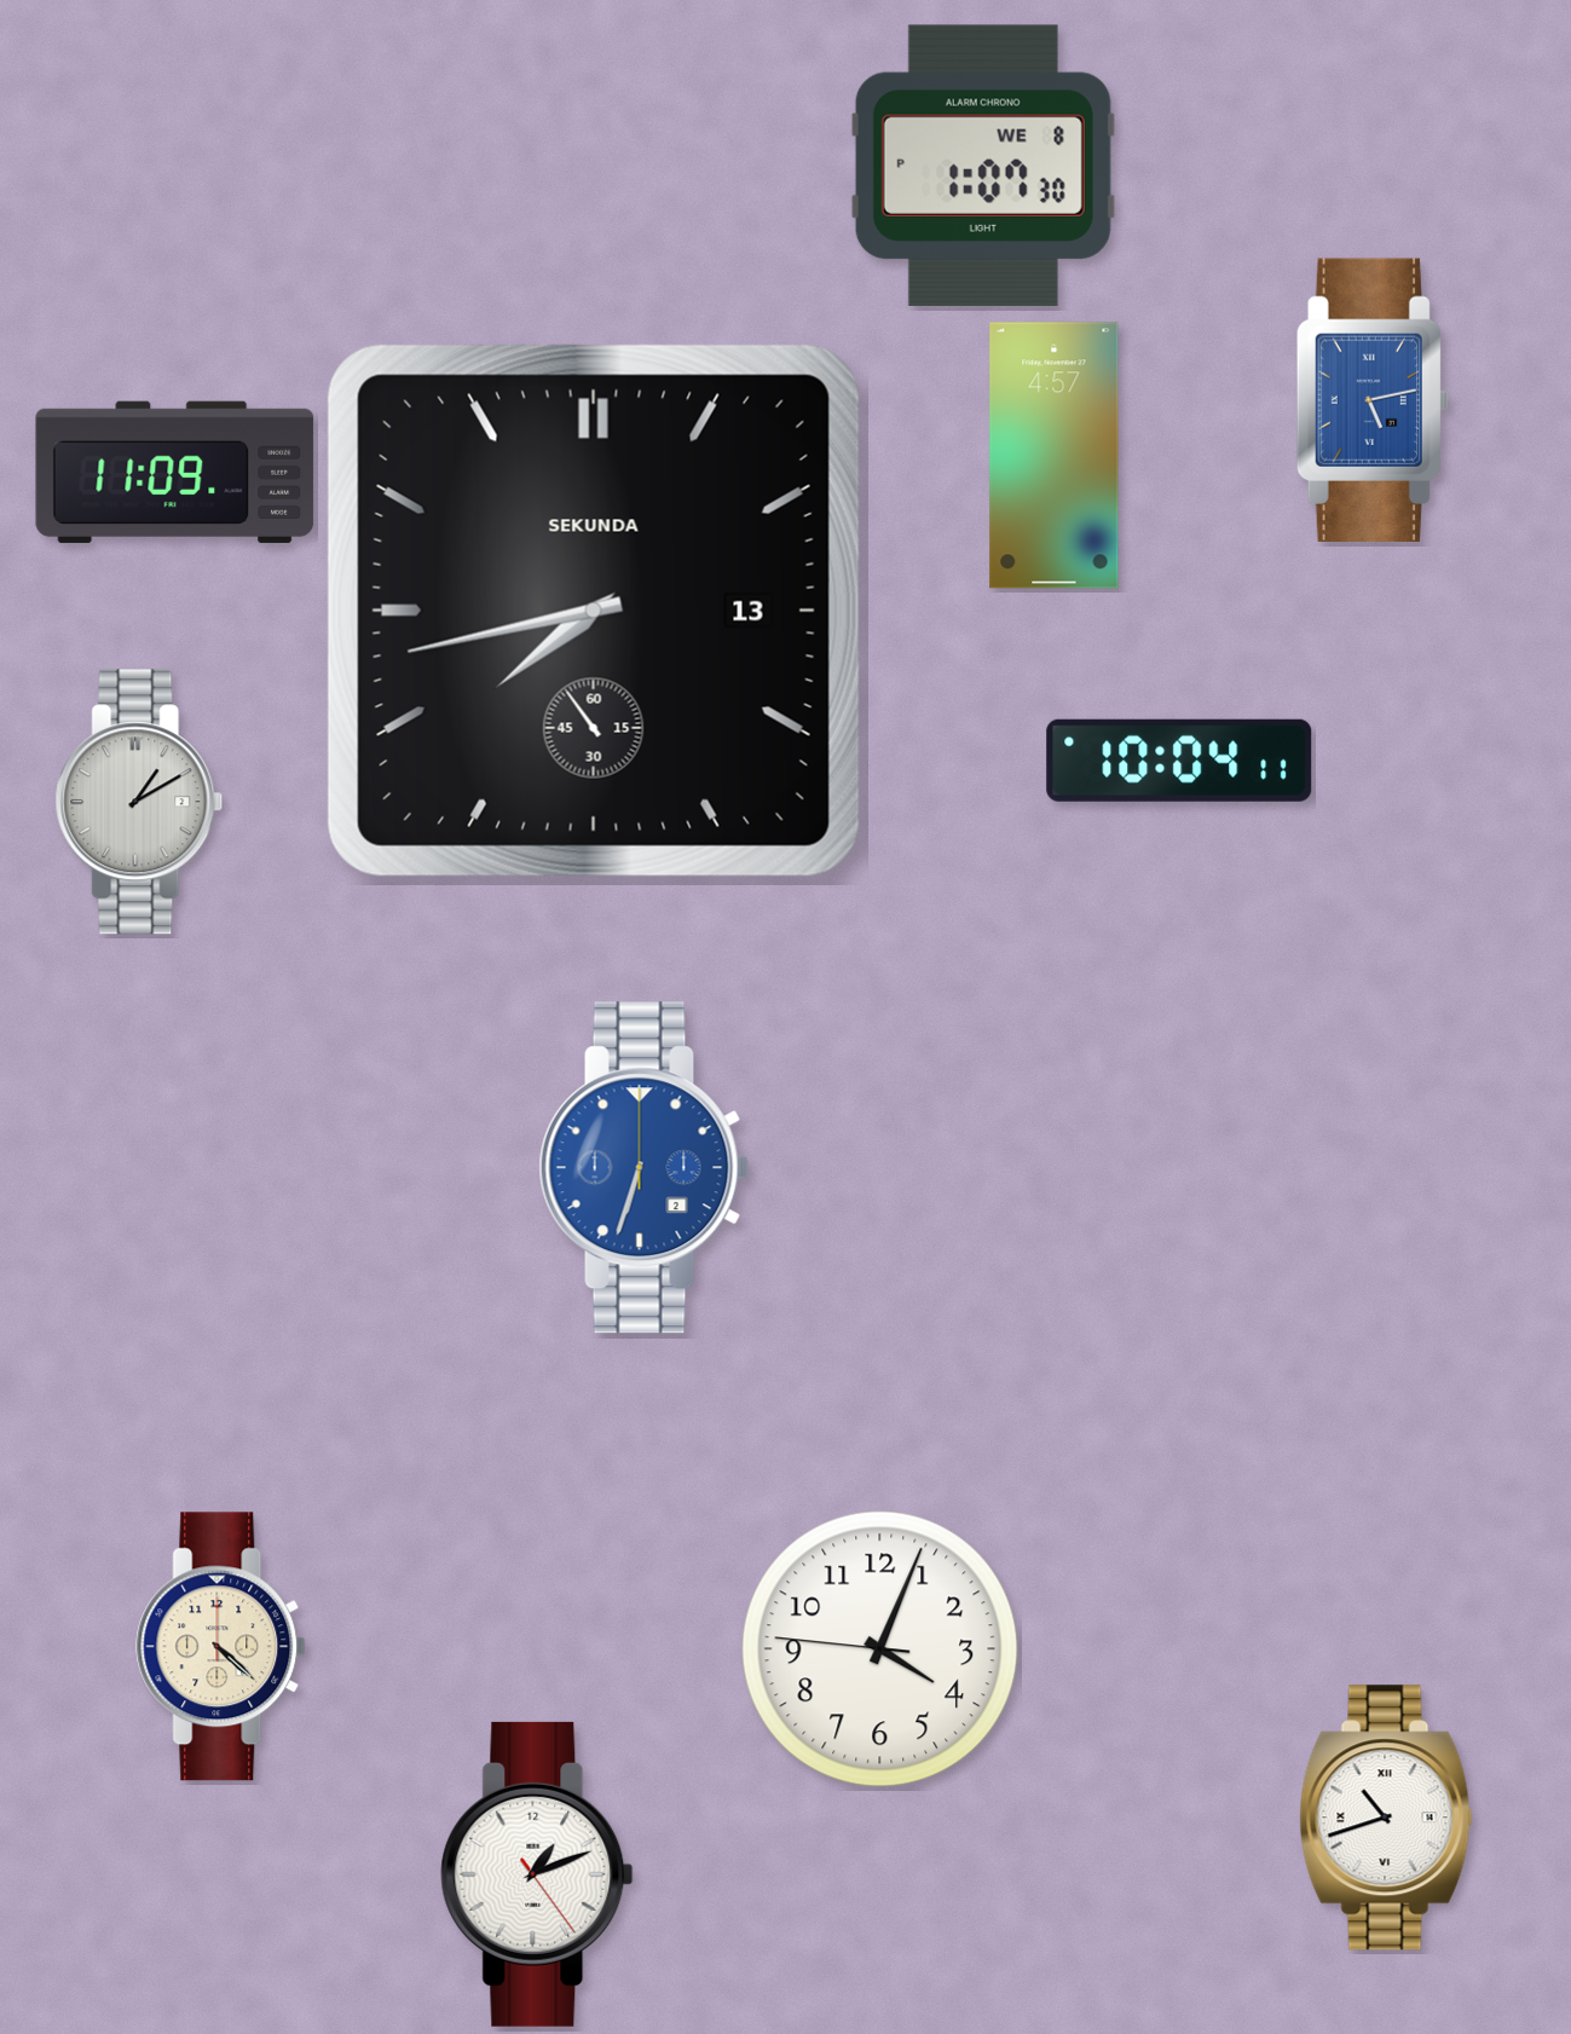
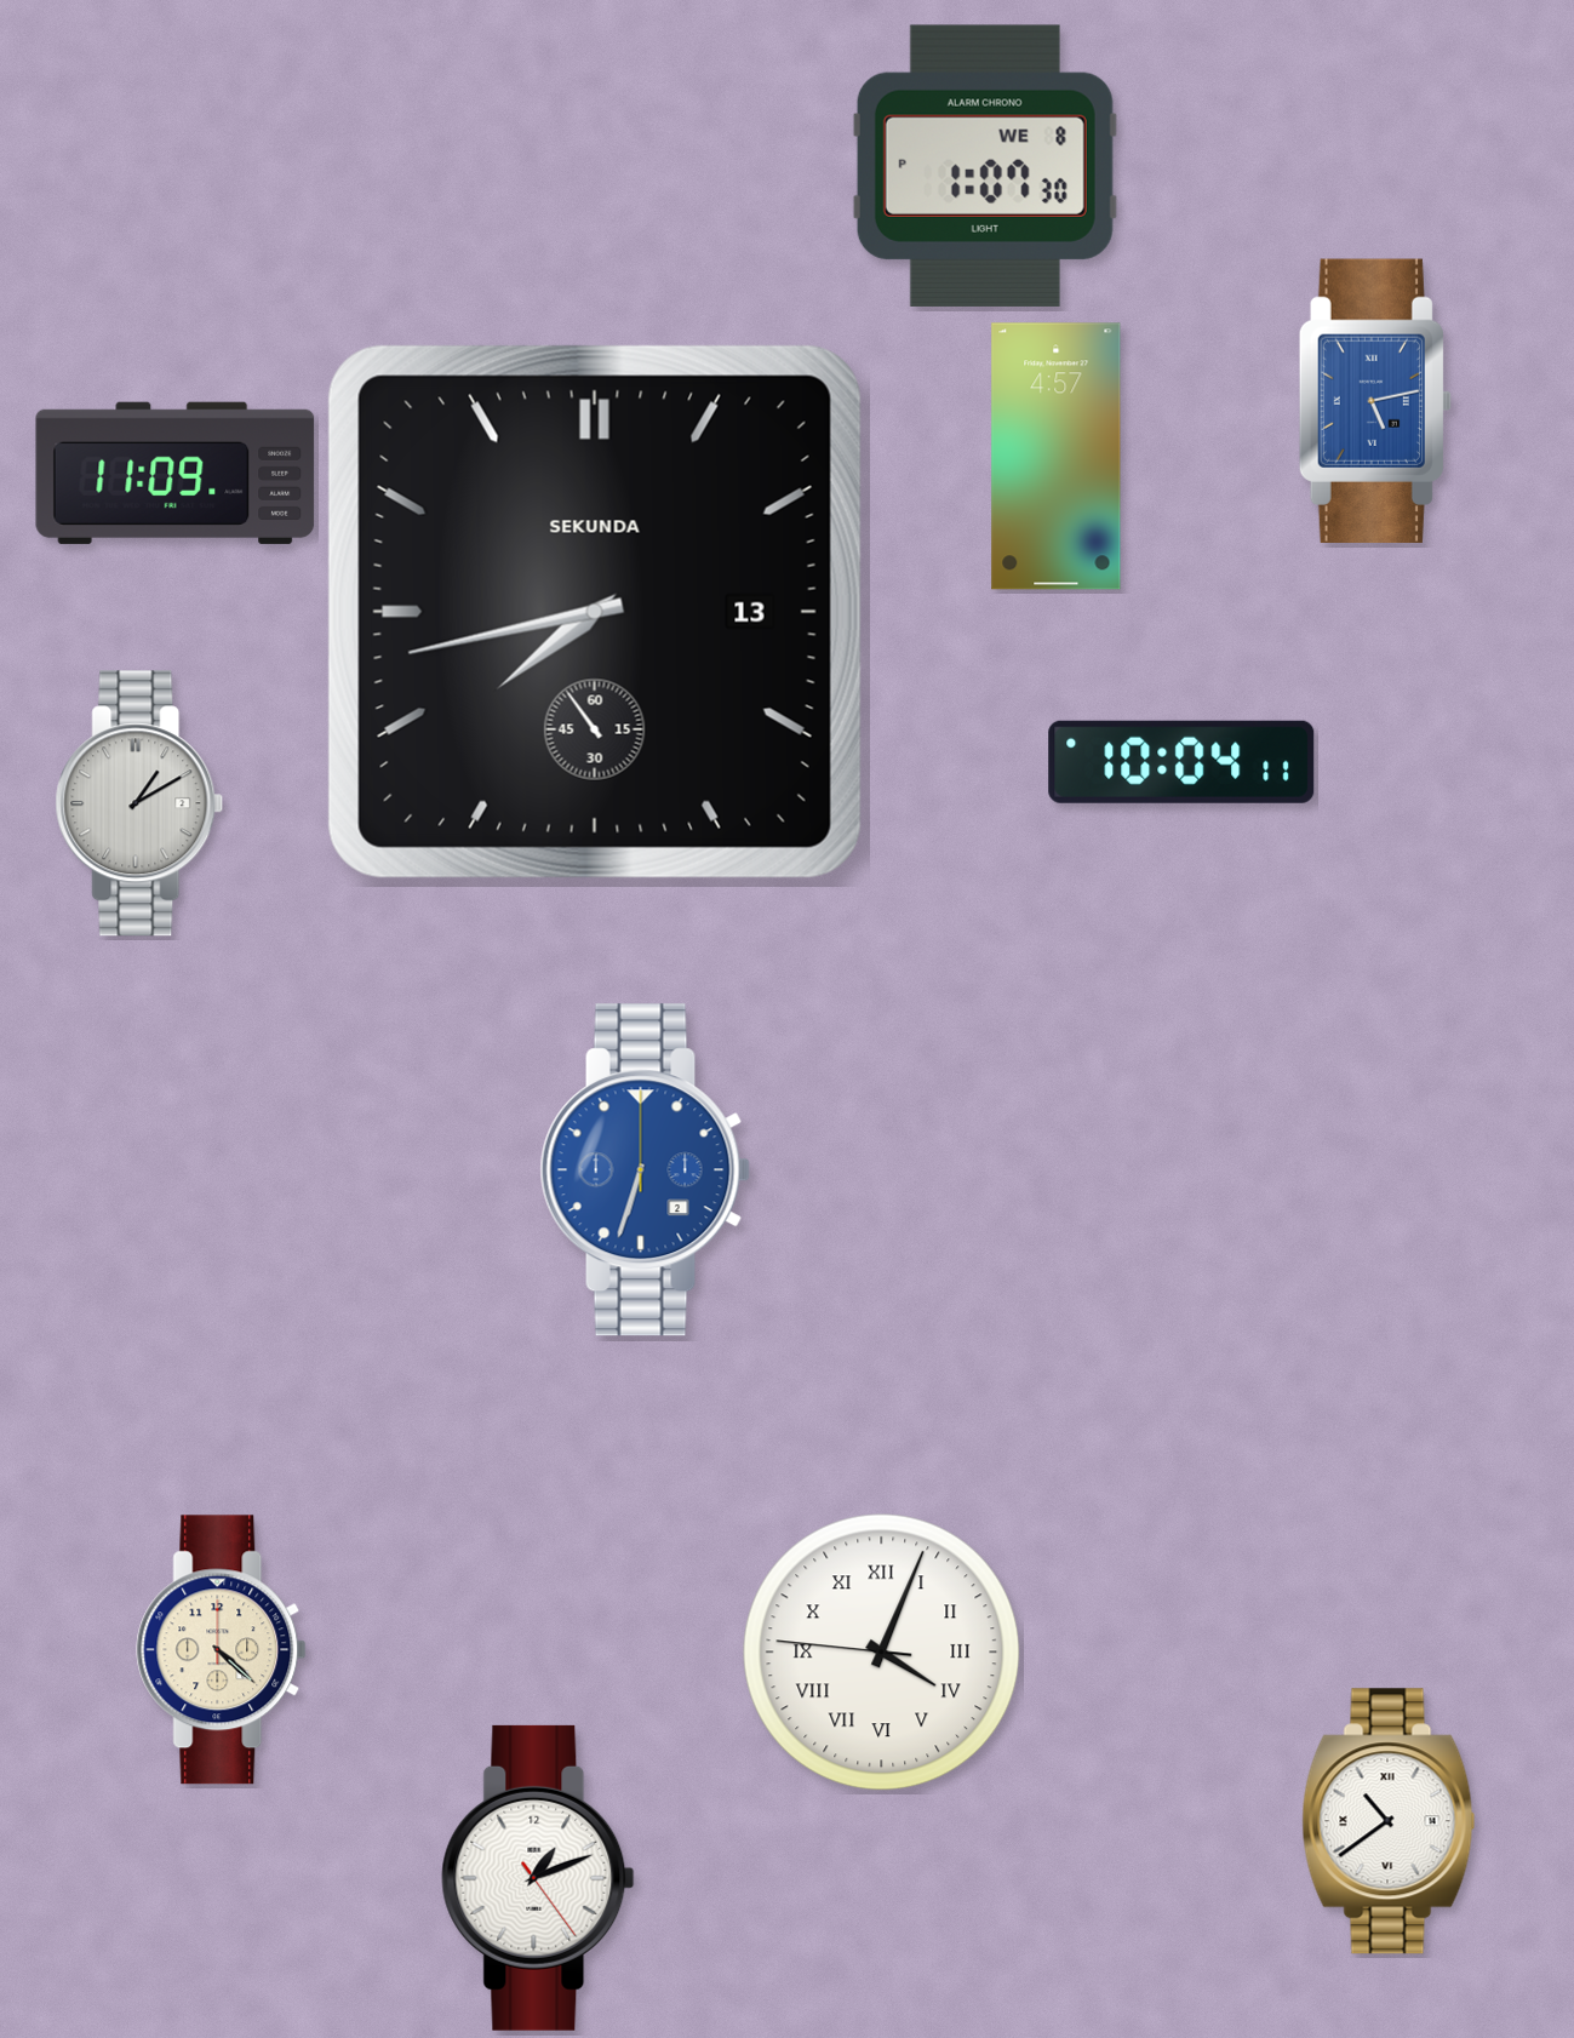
clock at (880, 1649) numerals: Arabic -> Roman
clock at (1386, 1818): 10:42 -> 10:39
